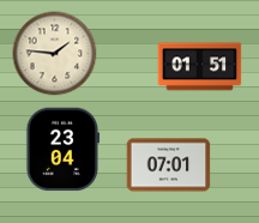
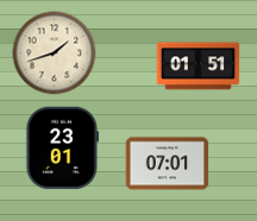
clock at (55, 54): 1:46 -> 1:42
clock at (64, 150): 23:04 -> 23:01
